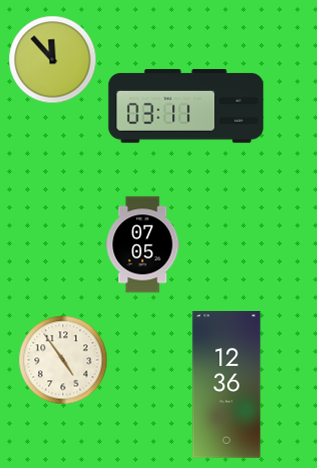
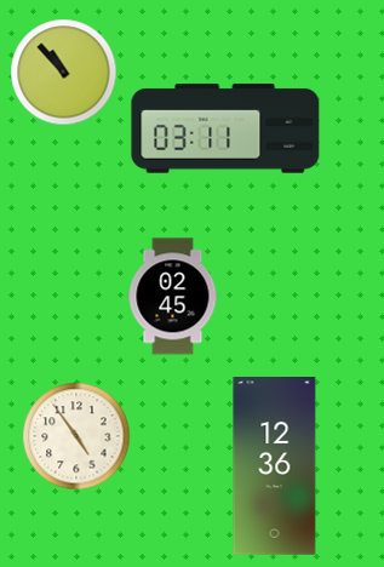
clock at (53, 60): 11:53 -> 10:53
clock at (143, 245): 07:05 -> 02:45
